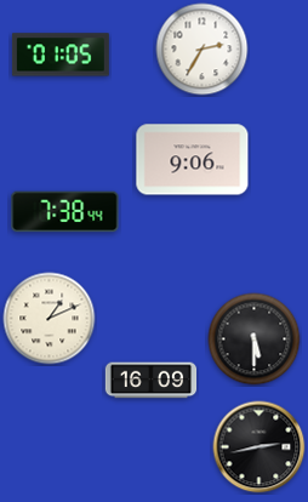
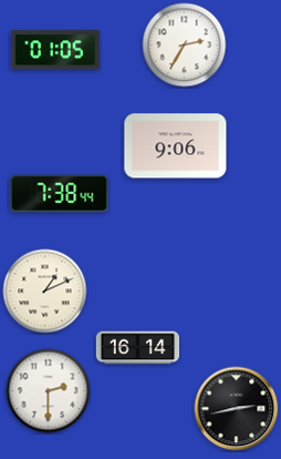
clock at (255, 340): 5:30 -> none
clock at (152, 381): 16:09 -> 16:14
clock at (49, 391): none -> 2:30
